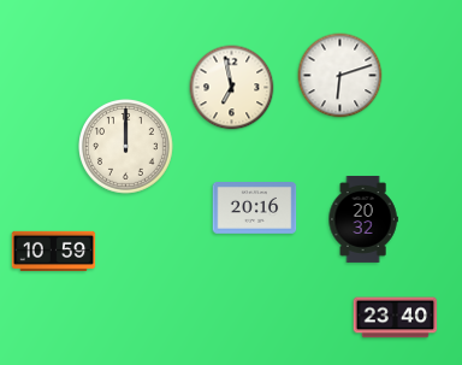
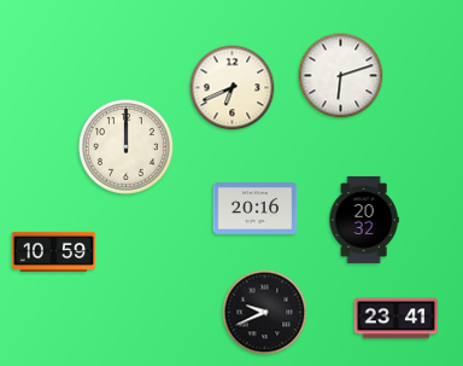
clock at (232, 88): 6:58 -> 6:41
clock at (265, 313): none -> 9:41
clock at (396, 318): 23:40 -> 23:41
